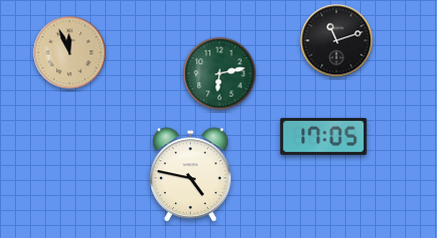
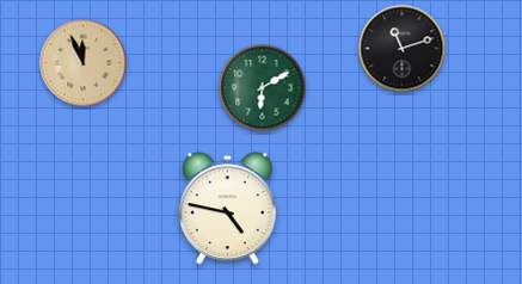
clock at (220, 74): 6:13 -> 6:10
clock at (324, 136): 17:05 -> none
